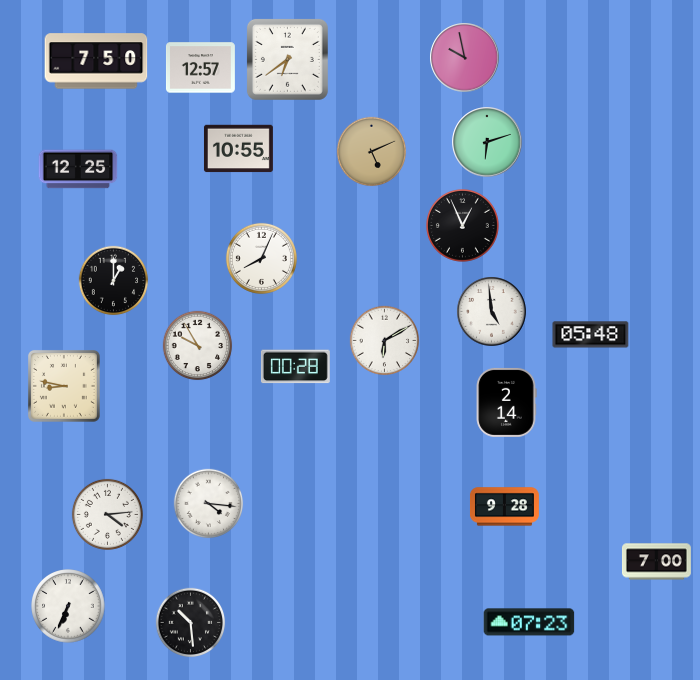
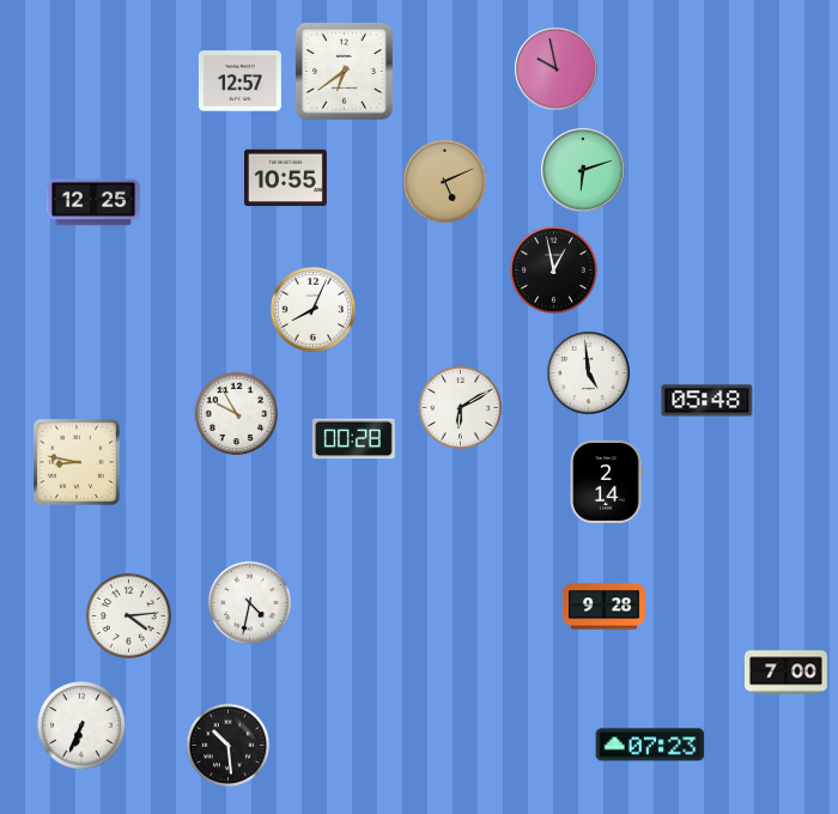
clock at (96, 61): 7:50 -> none
clock at (463, 226): 12:56 -> 12:58
clock at (114, 281): 1:00 -> none
clock at (209, 504): 4:16 -> 4:32
clock at (529, 622) position: (529, 622) -> (650, 745)
